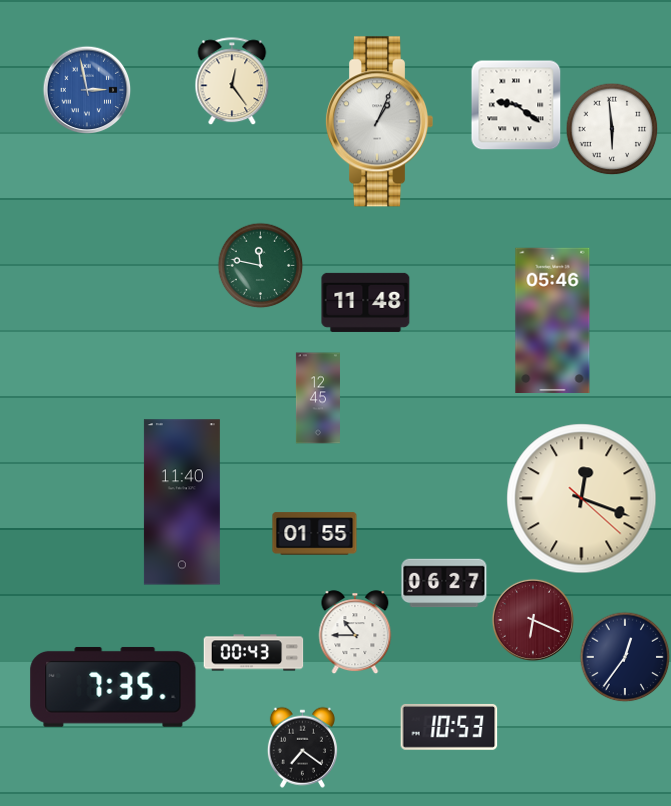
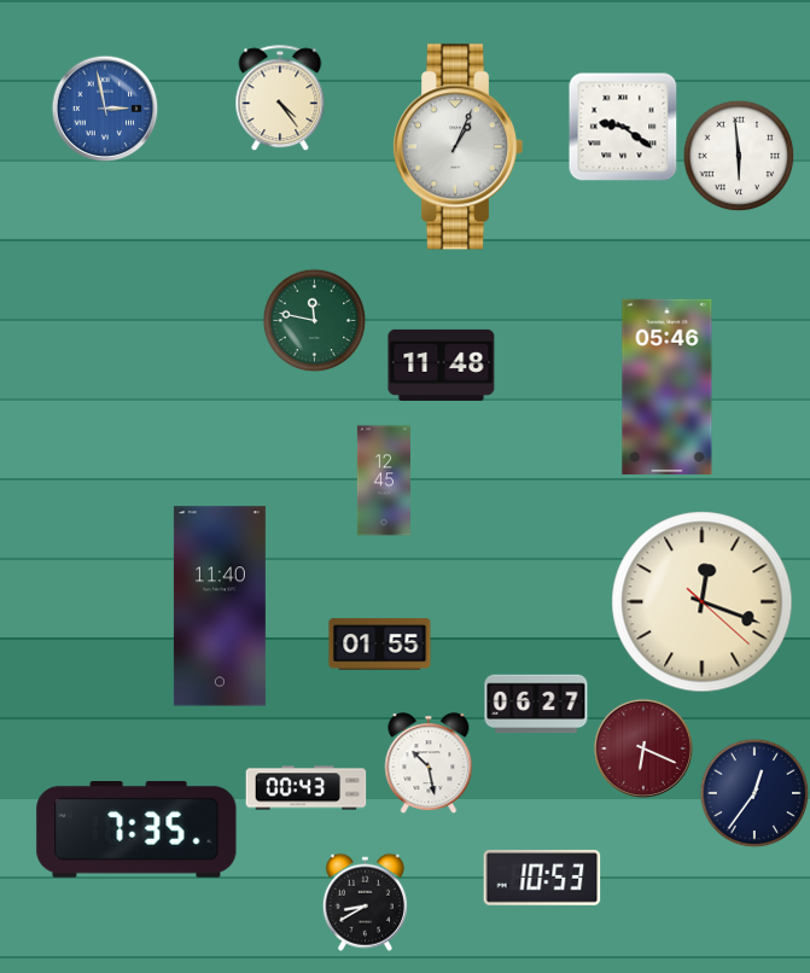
clock at (232, 81): 12:24 -> 4:24
clock at (355, 632): 10:45 -> 10:28
clock at (302, 747): 7:21 -> 8:40
